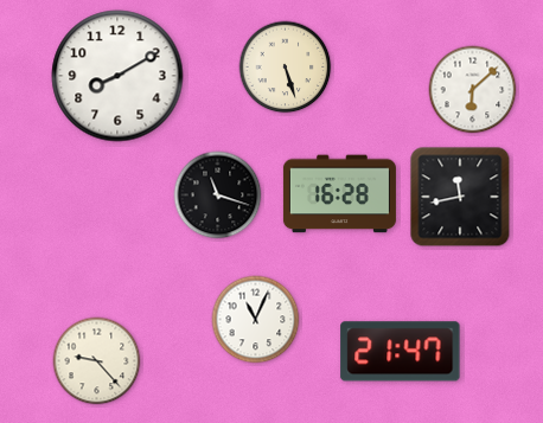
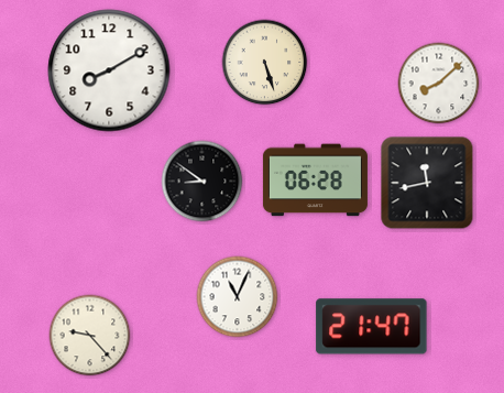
clock at (473, 90): 6:08 -> 8:08
clock at (339, 194): 16:28 -> 06:28
clock at (218, 196): 11:18 -> 8:51
